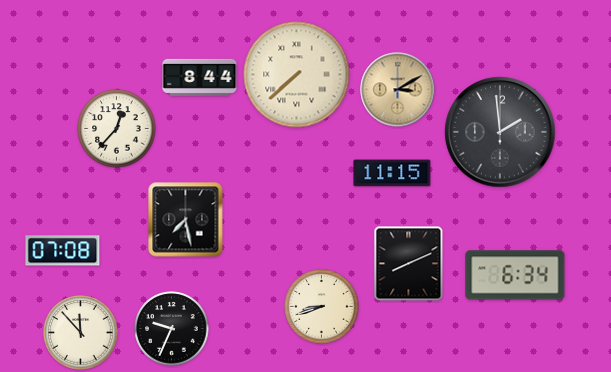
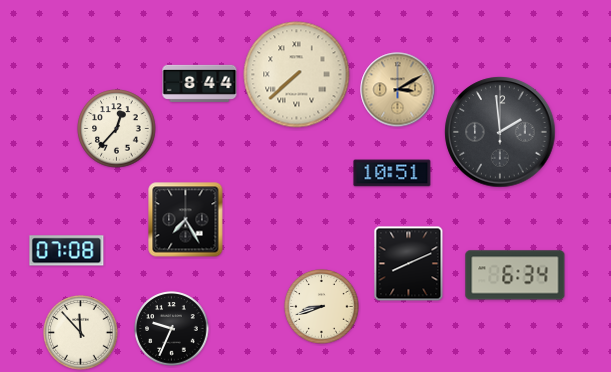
clock at (200, 77) position: (200, 77) -> (200, 83)
clock at (392, 173): 11:15 -> 10:51
clock at (186, 220): 7:28 -> 7:25
clock at (63, 251) position: (63, 251) -> (67, 251)
